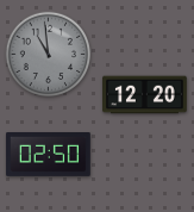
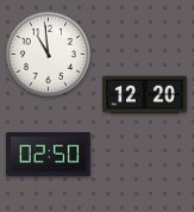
clock at (49, 55) dial: grey -> white
